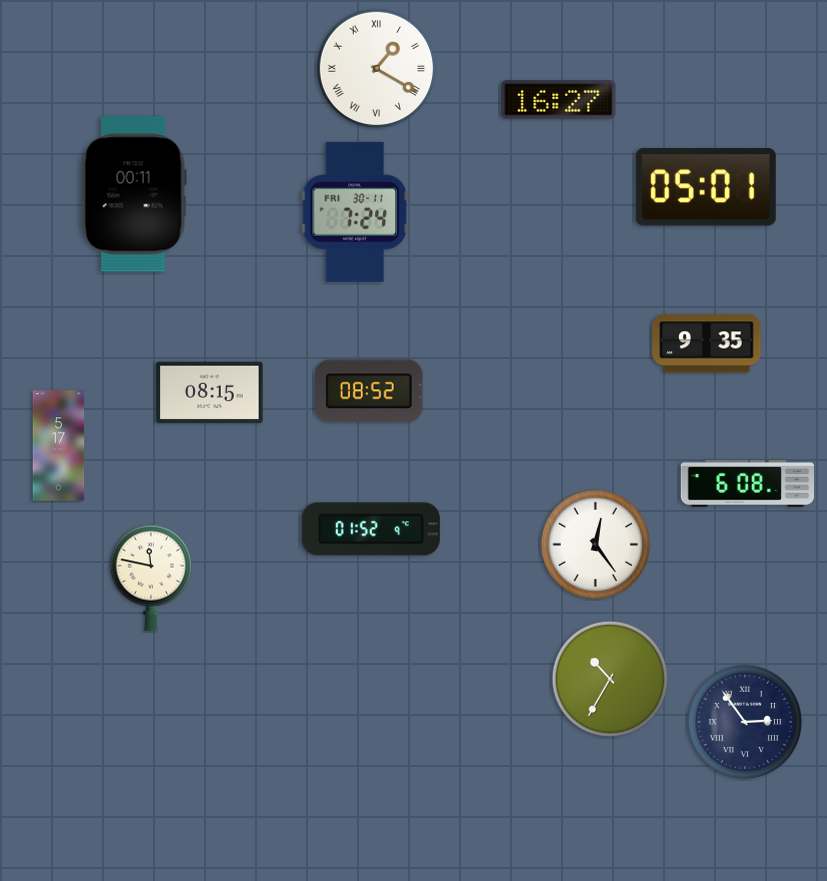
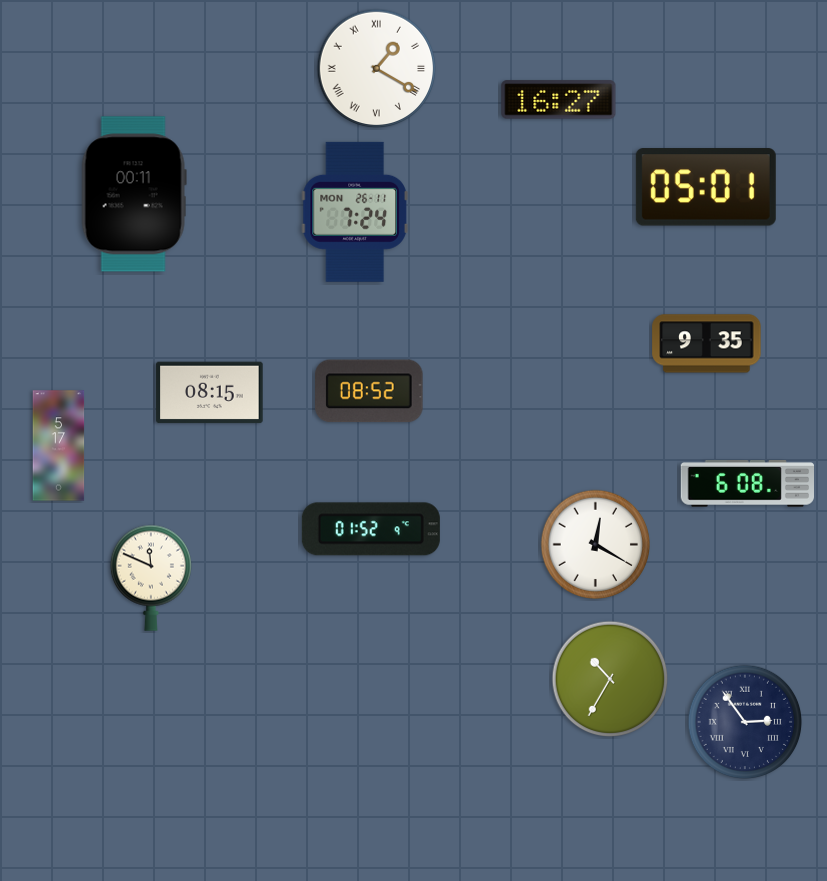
clock at (355, 212) date: FRI 30-11 -> MON 26-11
clock at (596, 545): 12:24 -> 12:20
clock at (151, 578): 11:47 -> 11:49
